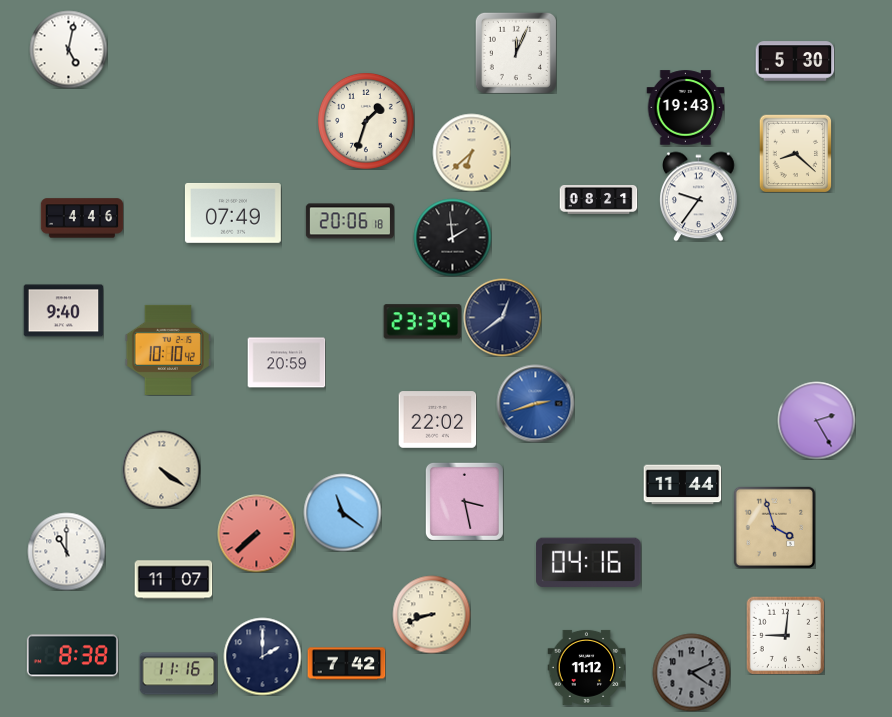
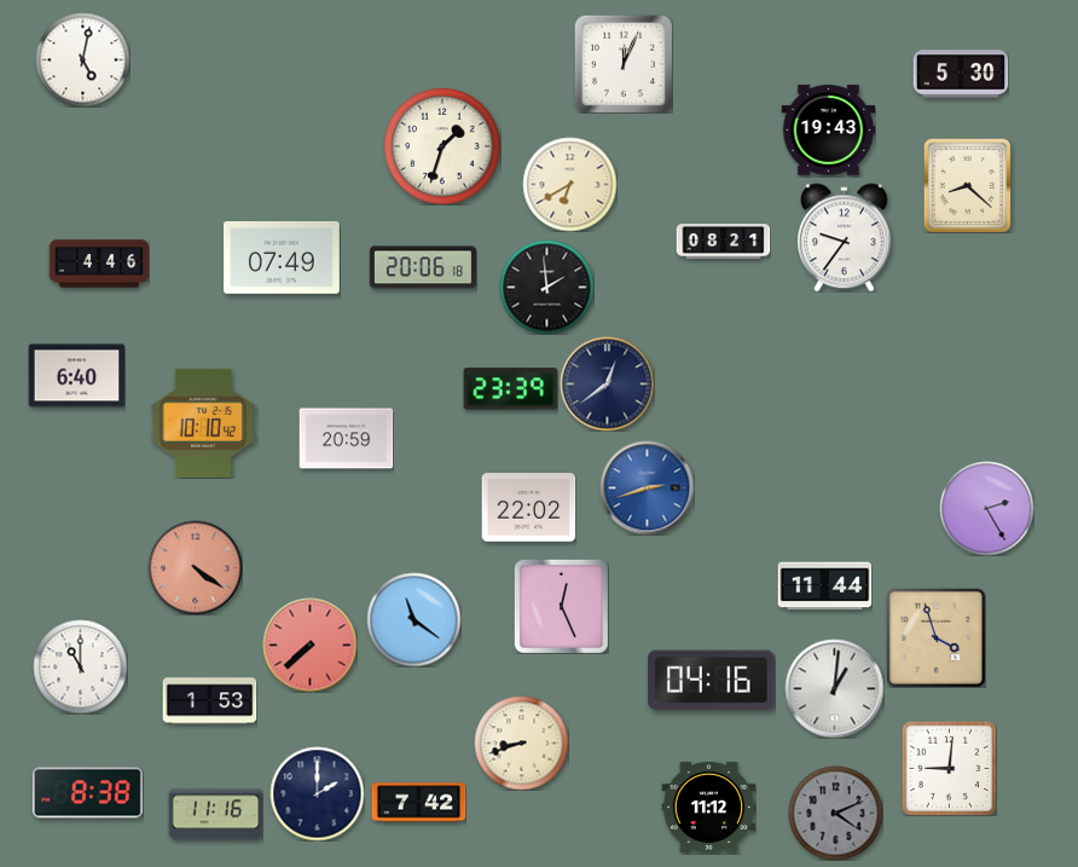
clock at (471, 152): 6:38 -> 6:40
clock at (796, 153) position: (796, 153) -> (968, 185)
clock at (63, 311): 9:40 -> 6:40
clock at (161, 469) dial: cream -> salmon
clock at (464, 501): 3:28 -> 12:26
clock at (834, 688): none -> 1:01
clock at (173, 580): 11:07 -> 1:53
